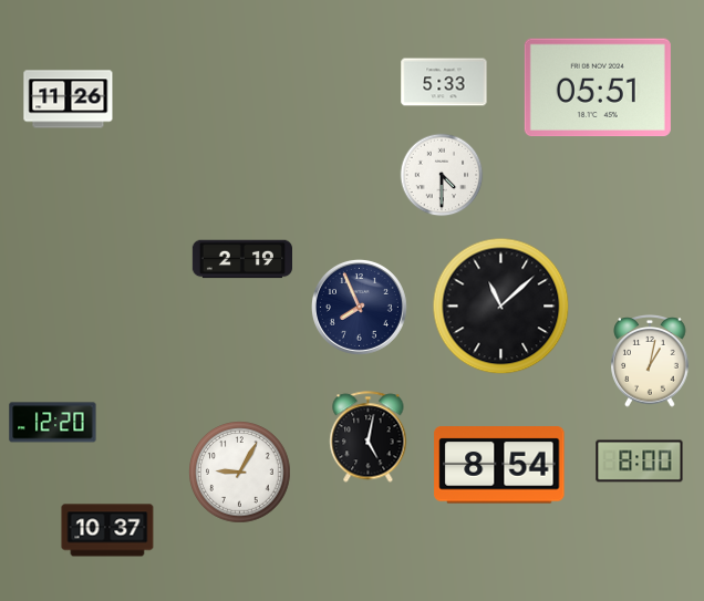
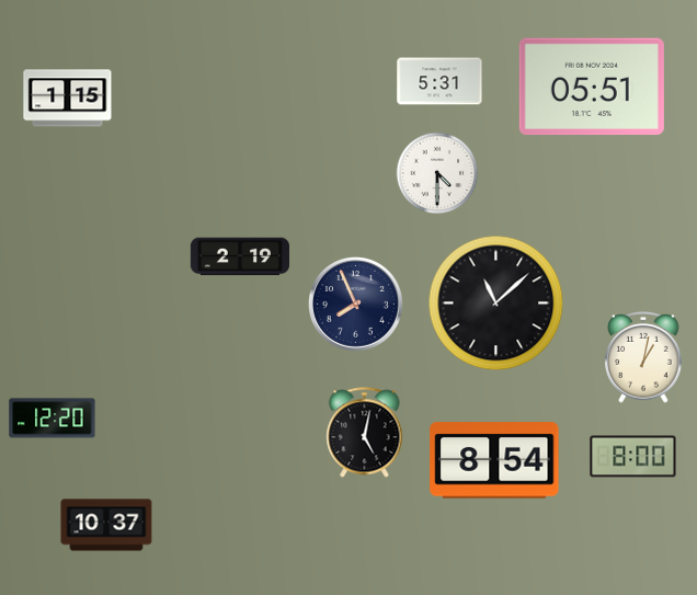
clock at (444, 82): 5:33 -> 5:31
clock at (69, 100): 11:26 -> 1:15
clock at (240, 473): 9:05 -> none
